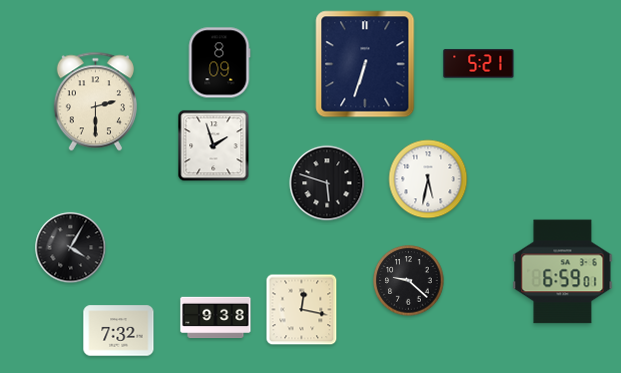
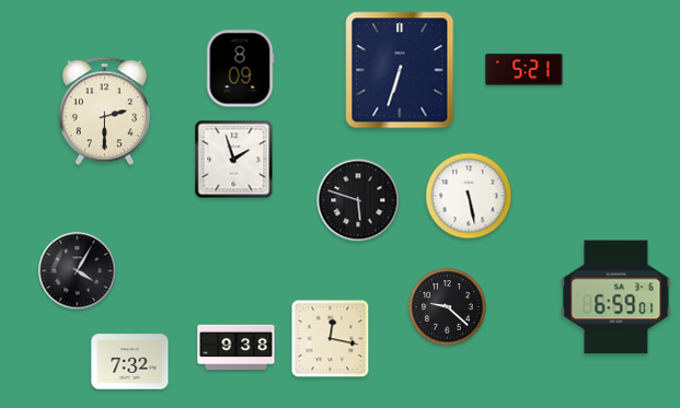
clock at (428, 179): 5:32 -> 5:28
